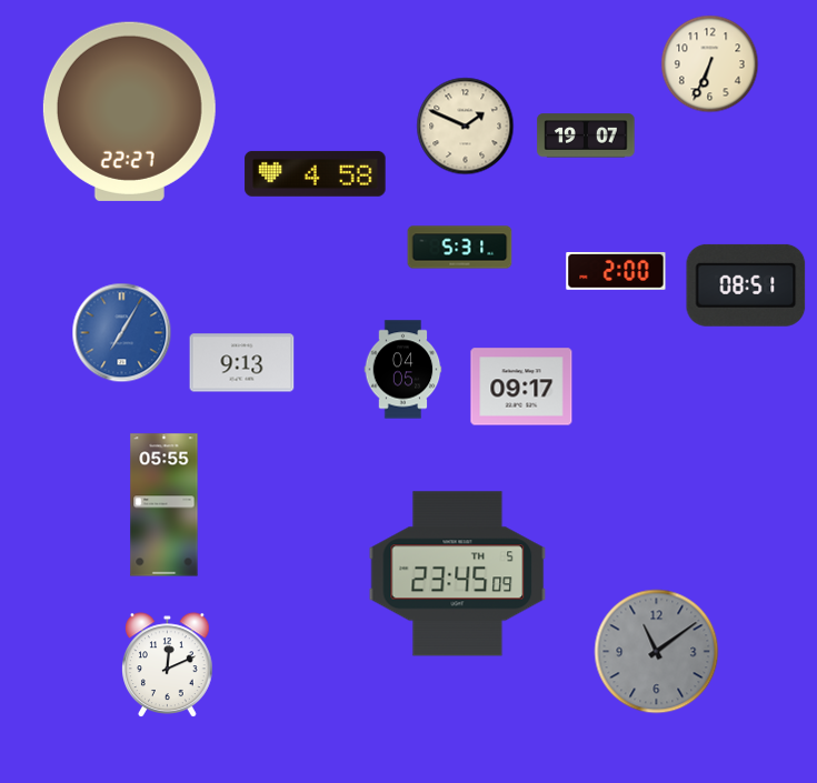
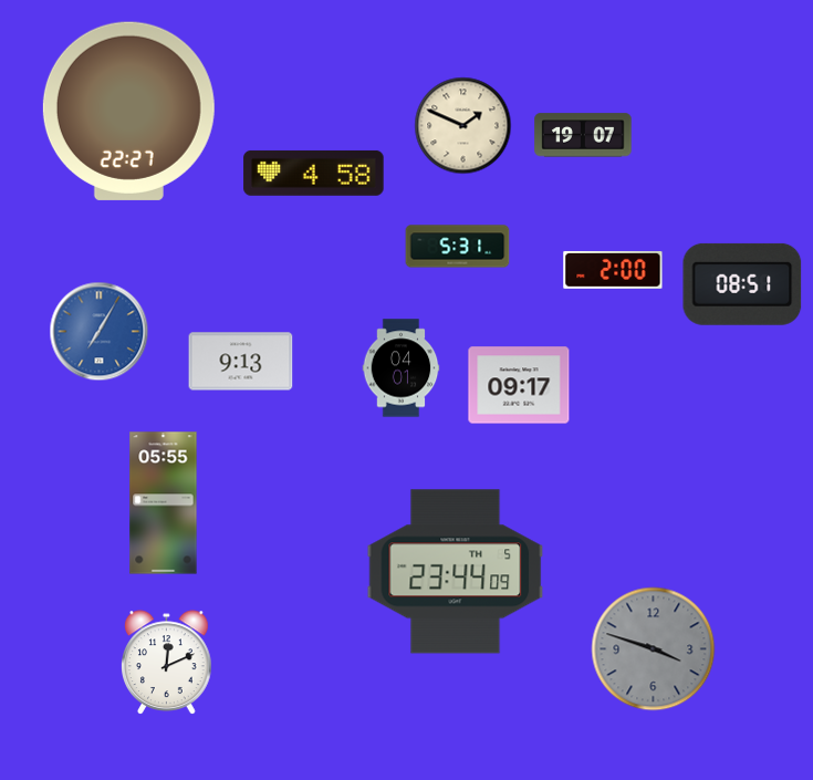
clock at (710, 64): 6:34 -> none
clock at (122, 333) position: (122, 333) -> (100, 332)
clock at (403, 370): 04:05 -> 04:01
clock at (458, 574): 23:45 -> 23:44
clock at (657, 652): 11:09 -> 3:48
